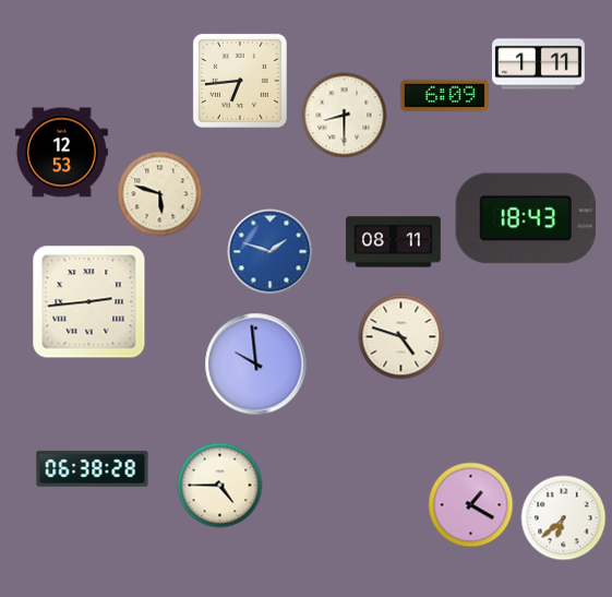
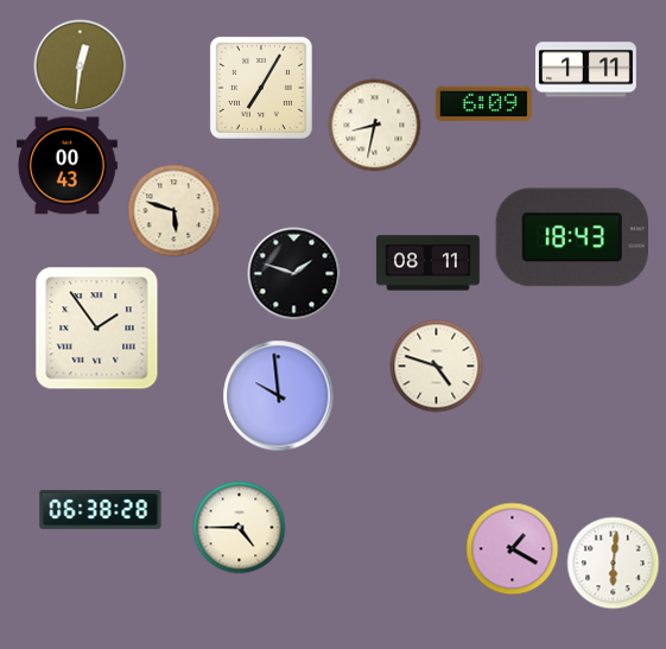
clock at (80, 65): none -> 12:31
clock at (240, 81): 6:44 -> 7:05
clock at (344, 115): 8:30 -> 8:32
clock at (61, 153): 12:53 -> 00:43
clock at (269, 251) dial: blue -> black
clock at (88, 301): 2:44 -> 1:54
clock at (563, 517): 6:38 -> 6:01
